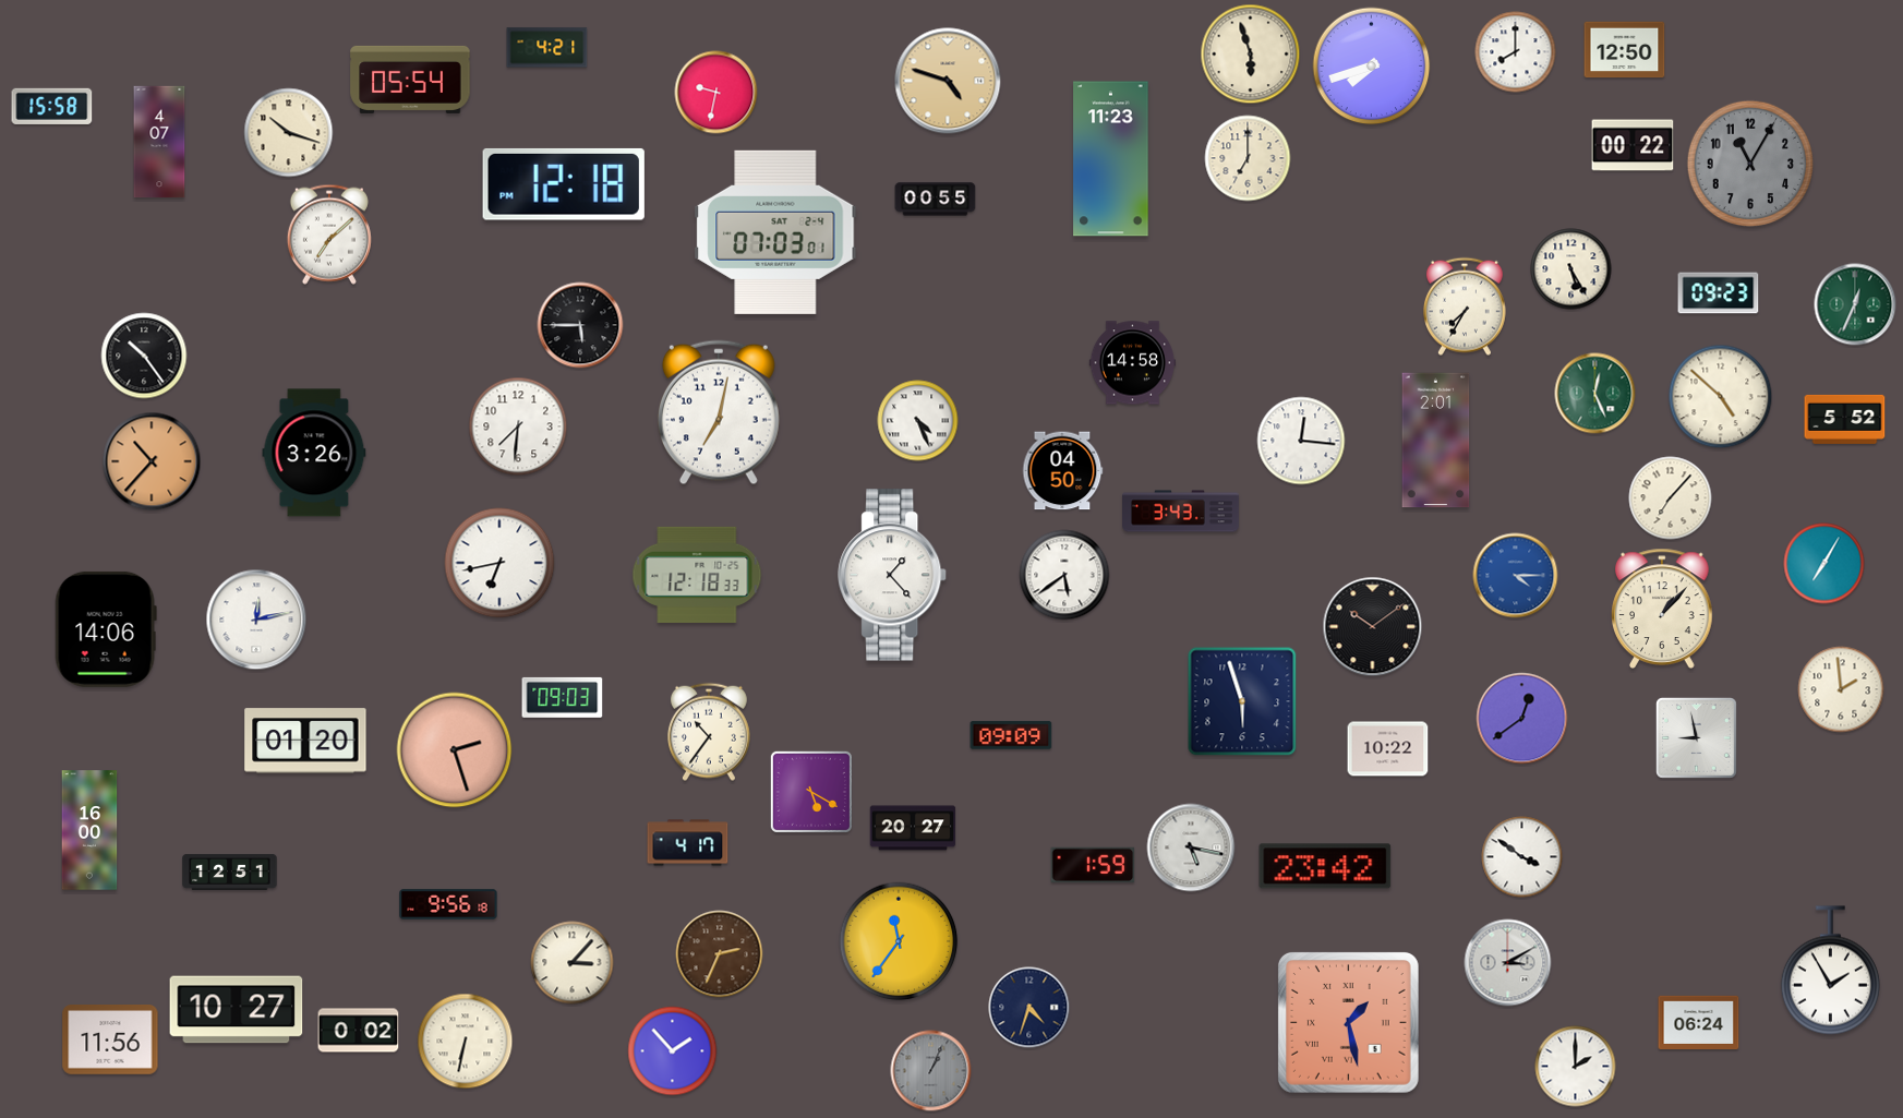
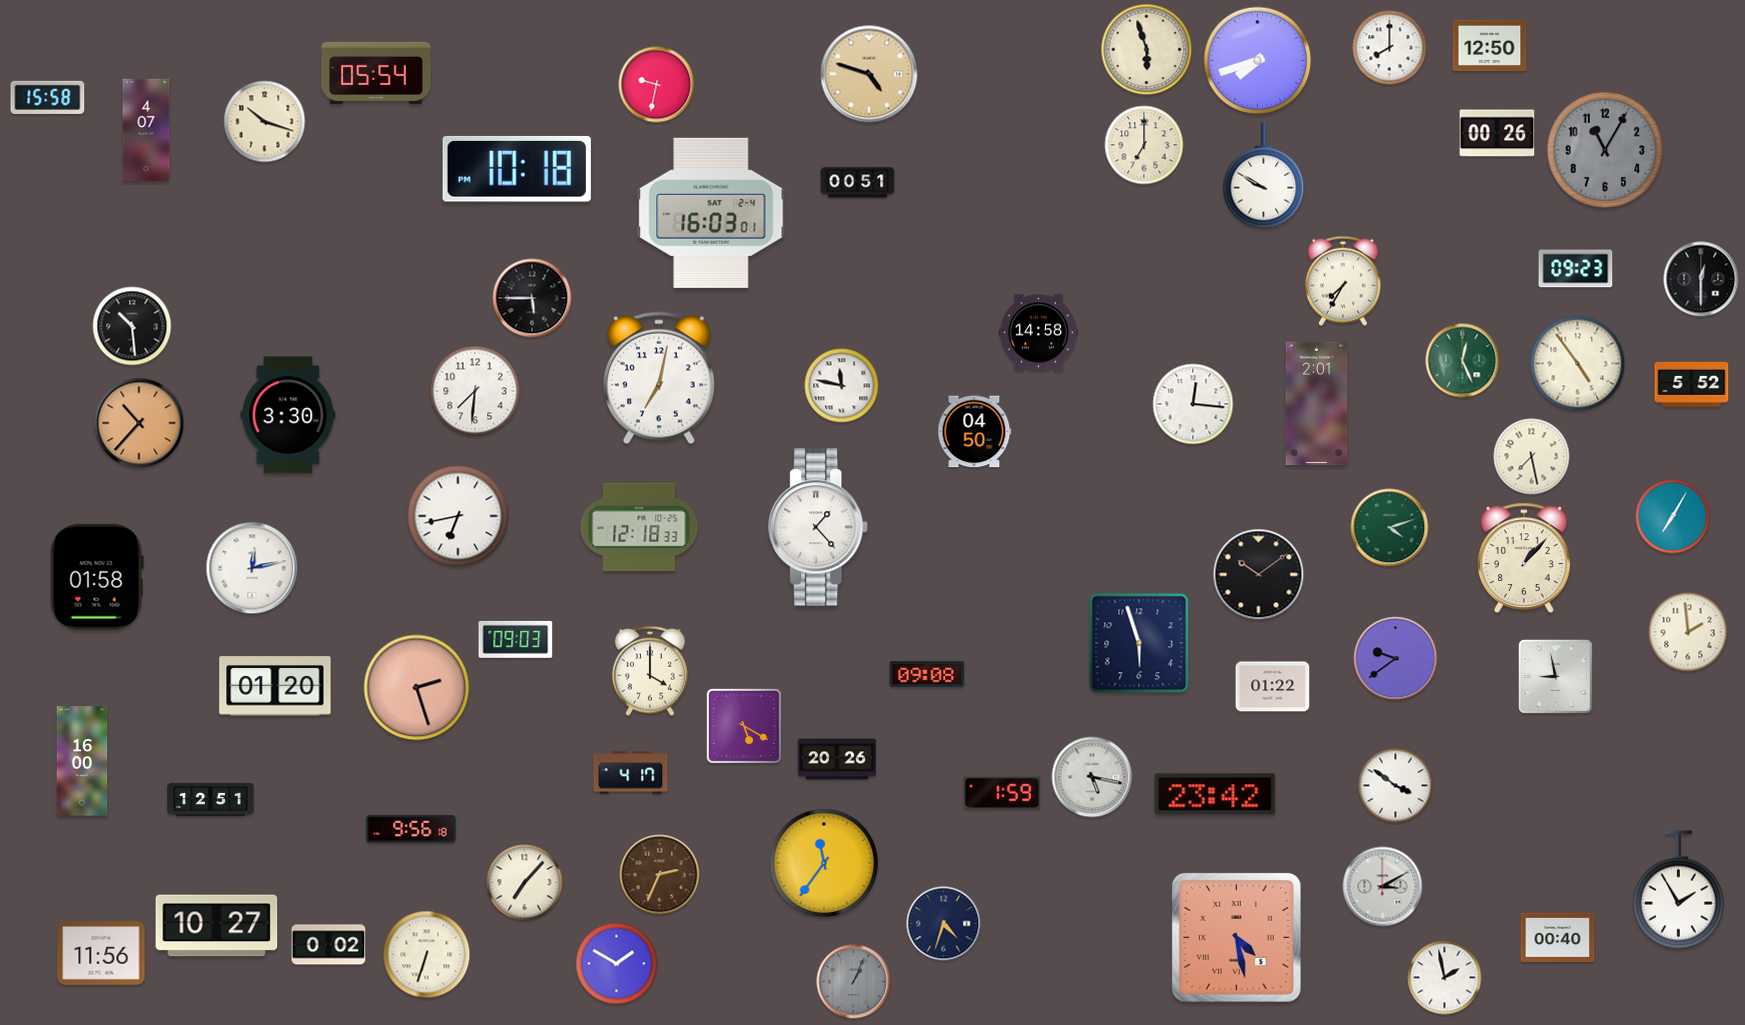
clock at (547, 48): 4:21 -> none
clock at (1633, 145): 00:22 -> 00:26
clock at (1111, 159): 11:23 -> none
clock at (564, 184): 12:18 -> 10:18
clock at (1264, 176): none -> 9:50
clock at (936, 200): 00:55 -> 00:51
clock at (775, 232): 07:03 -> 16:03
clock at (329, 235): 7:08 -> none
clock at (1571, 269): 5:25 -> none
clock at (1855, 304): 12:34 -> 12:30
clock at (1855, 304) dial: green -> black
clock at (144, 356): 10:24 -> 10:29
clock at (1721, 397): 4:52 -> 4:54
clock at (918, 421): 4:26 -> 11:47
clock at (314, 453): 3:26 -> 3:30
clock at (1671, 498): 7:07 -> 7:28
clock at (1181, 512): 3:43 -> none
clock at (1064, 575): 5:39 -> none
clock at (1516, 576): 4:15 -> 4:12
clock at (1516, 576) dial: blue -> green
clock at (256, 620) position: (256, 620) -> (252, 568)
clock at (106, 629): 14:06 -> 01:58
clock at (1522, 719): 12:39 -> 9:39
clock at (709, 732): 10:36 -> 4:00
clock at (1011, 735): 09:09 -> 09:08
clock at (305, 741) position: (305, 741) -> (275, 686)
clock at (1388, 749): 10:22 -> 01:22
clock at (913, 828): 20:27 -> 20:26
clock at (573, 963): 3:07 -> 7:07
clock at (1508, 963) position: (1508, 963) -> (1383, 887)
clock at (1348, 1022): 1:28 -> 4:28
clock at (1699, 1022): 06:24 -> 00:40
clock at (466, 1042): 6:32 -> 6:33
clock at (673, 1051): 1:53 -> 1:50
clock at (1576, 1067): 2:00 -> 1:58
